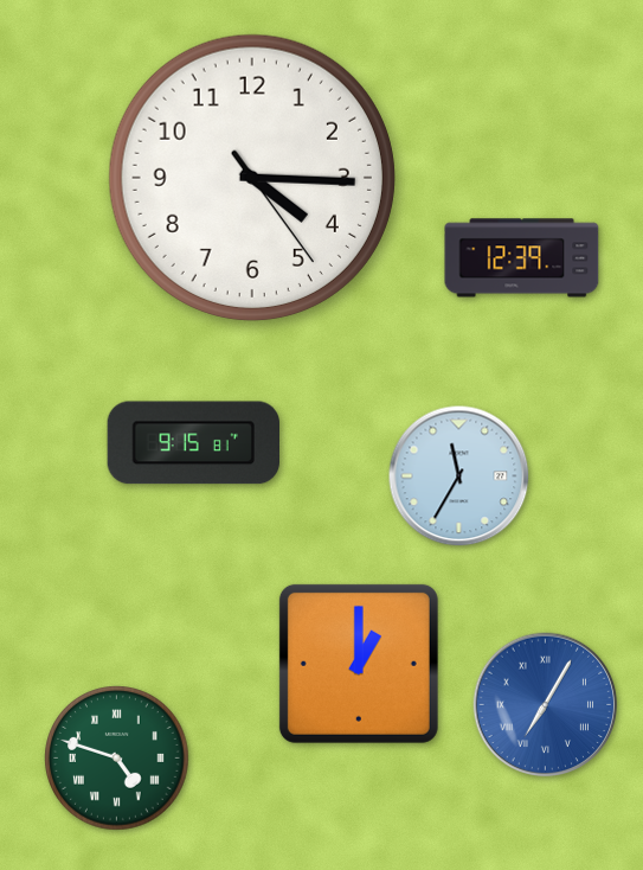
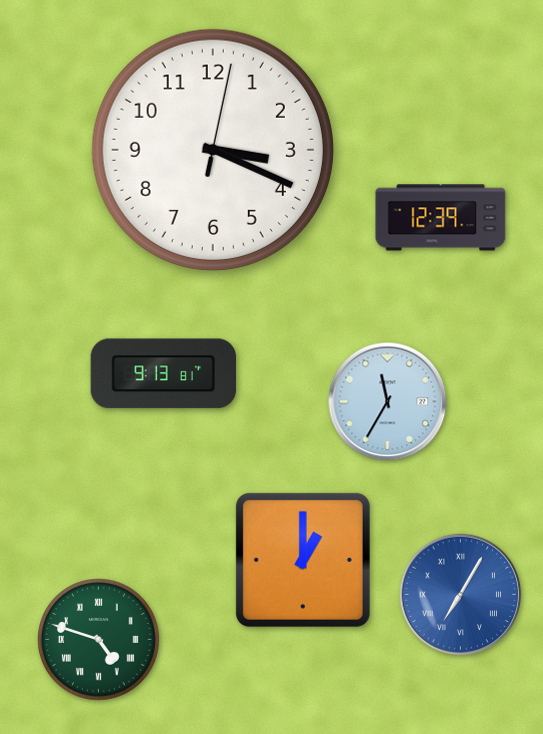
clock at (252, 178): 4:15 -> 3:19
clock at (193, 443): 9:15 -> 9:13
